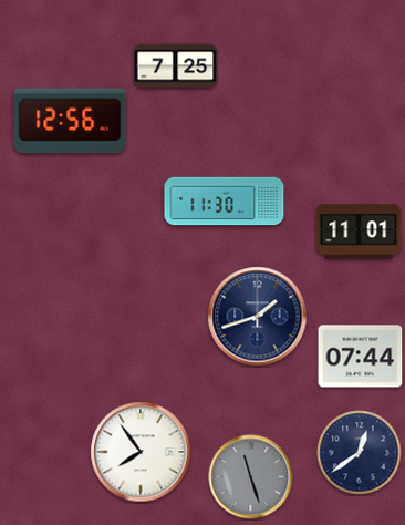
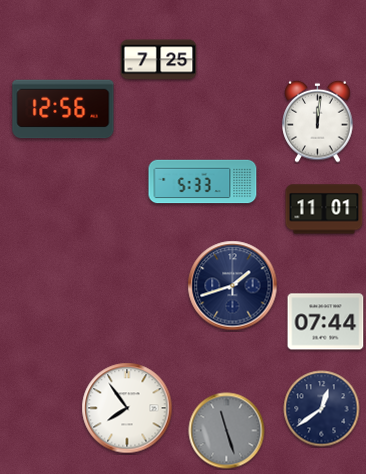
clock at (318, 121): none -> 12:01
clock at (225, 202): 11:30 -> 5:33
clock at (360, 453) position: (360, 453) -> (322, 409)
